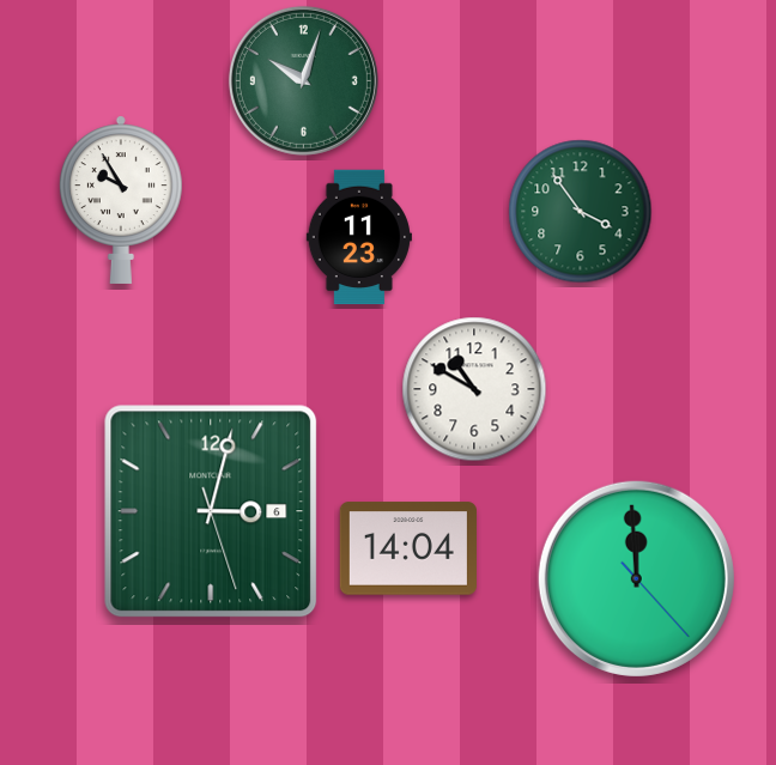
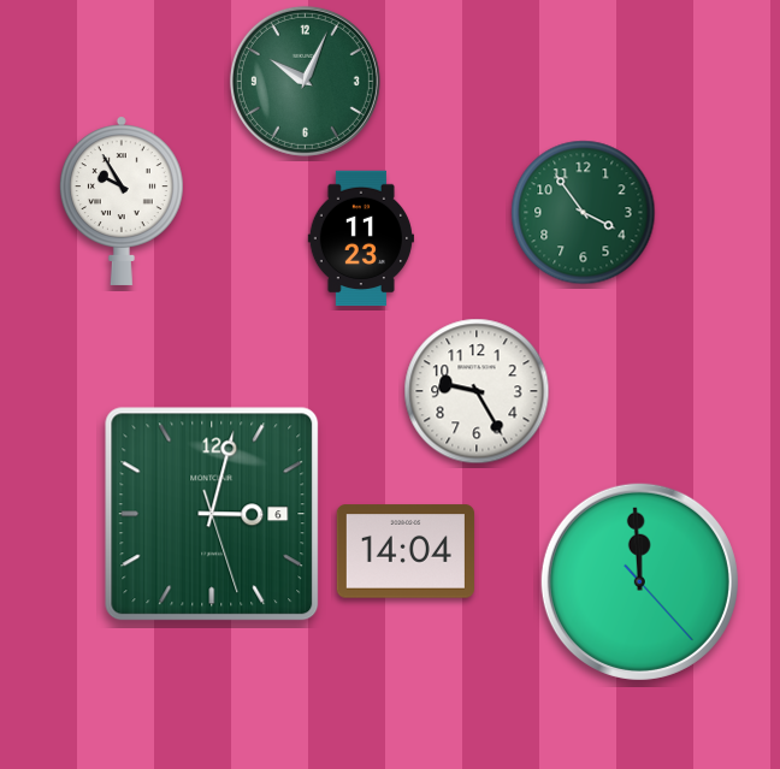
clock at (303, 80): 10:03 -> 10:04
clock at (474, 389): 10:50 -> 9:25
clock at (408, 548) position: (408, 548) -> (406, 551)
